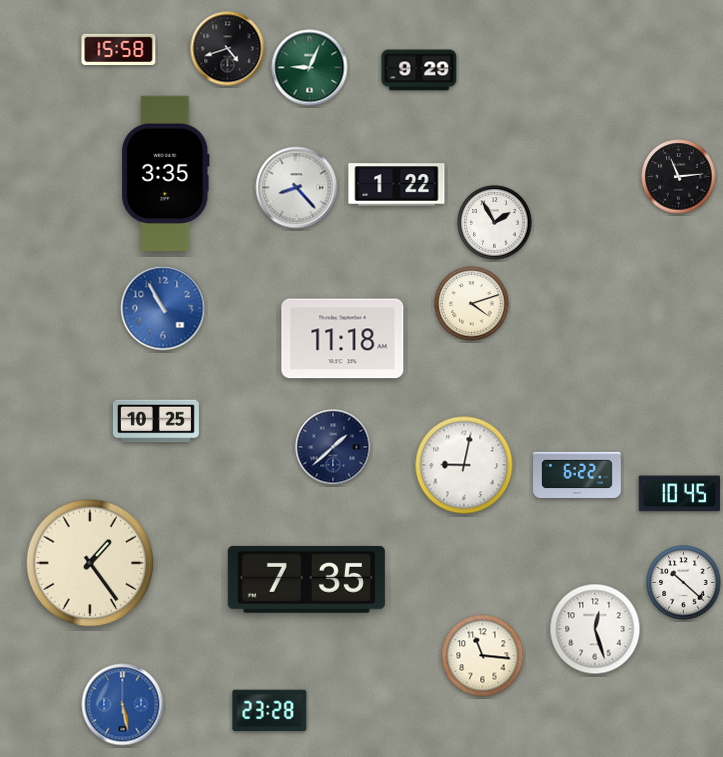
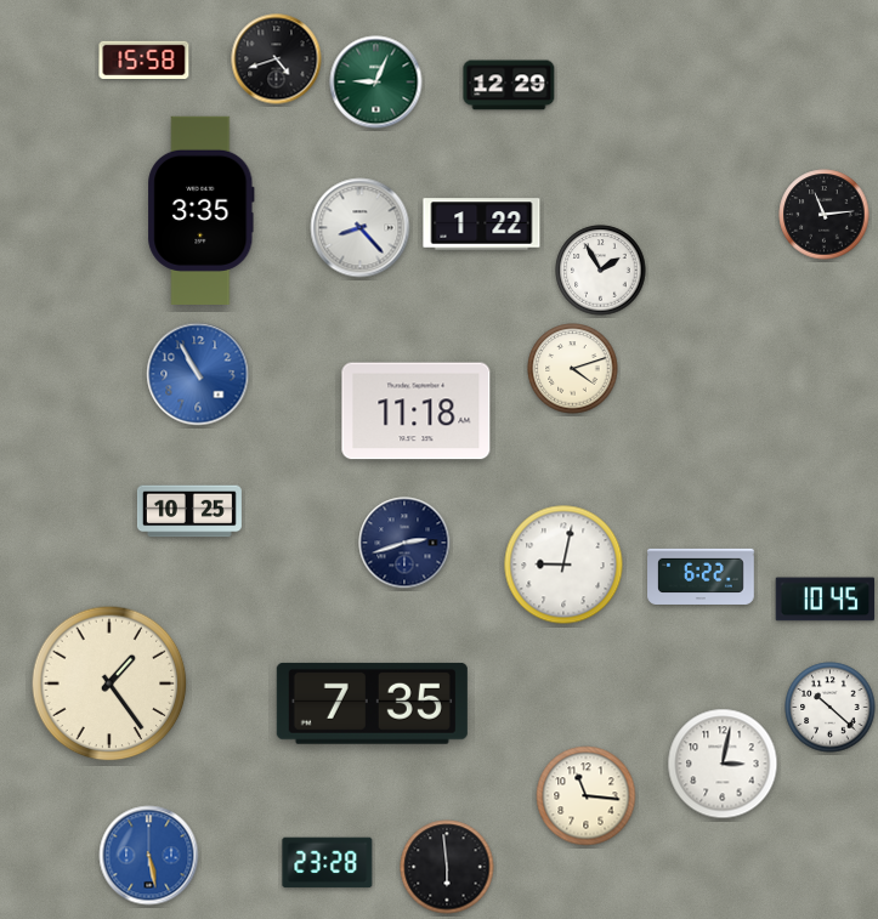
clock at (419, 70): 9:29 -> 12:29
clock at (333, 447): 1:38 -> 2:42
clock at (595, 629): 12:27 -> 3:02
clock at (447, 867): none -> 5:59
